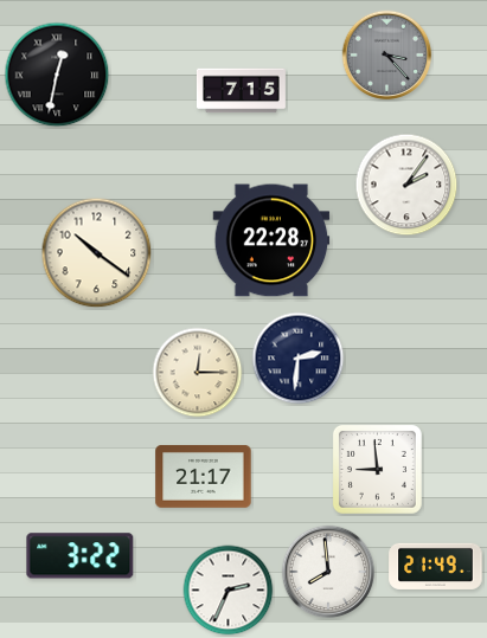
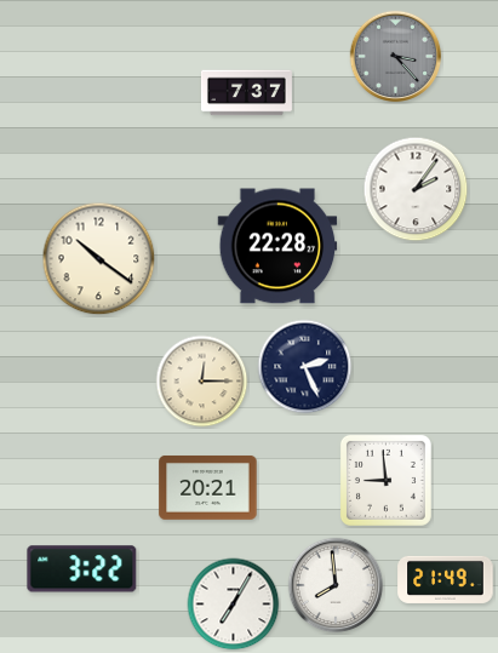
clock at (57, 75): 12:32 -> none
clock at (241, 91): 7:15 -> 7:37
clock at (299, 359): 2:31 -> 2:26
clock at (204, 477): 21:17 -> 20:21
clock at (229, 591): 2:34 -> 7:05
